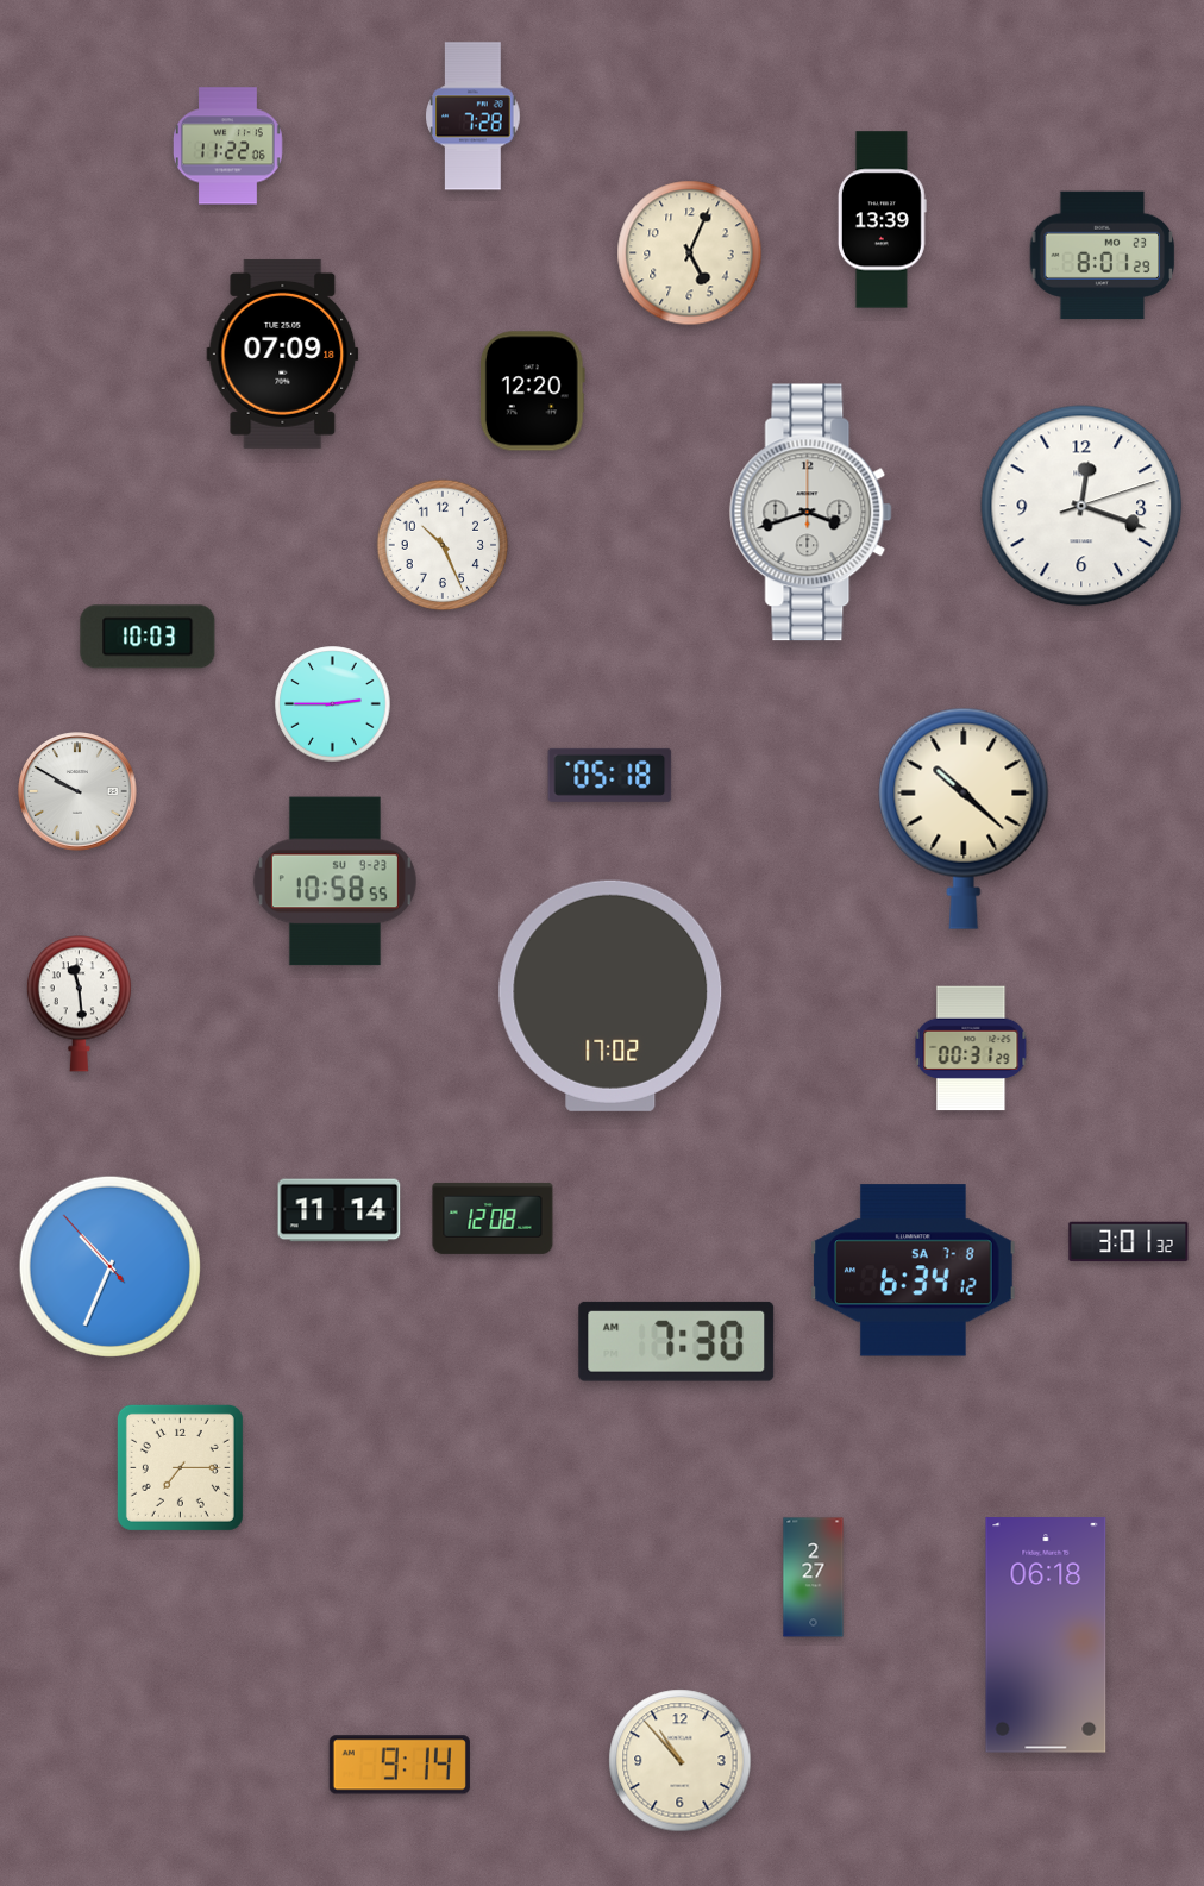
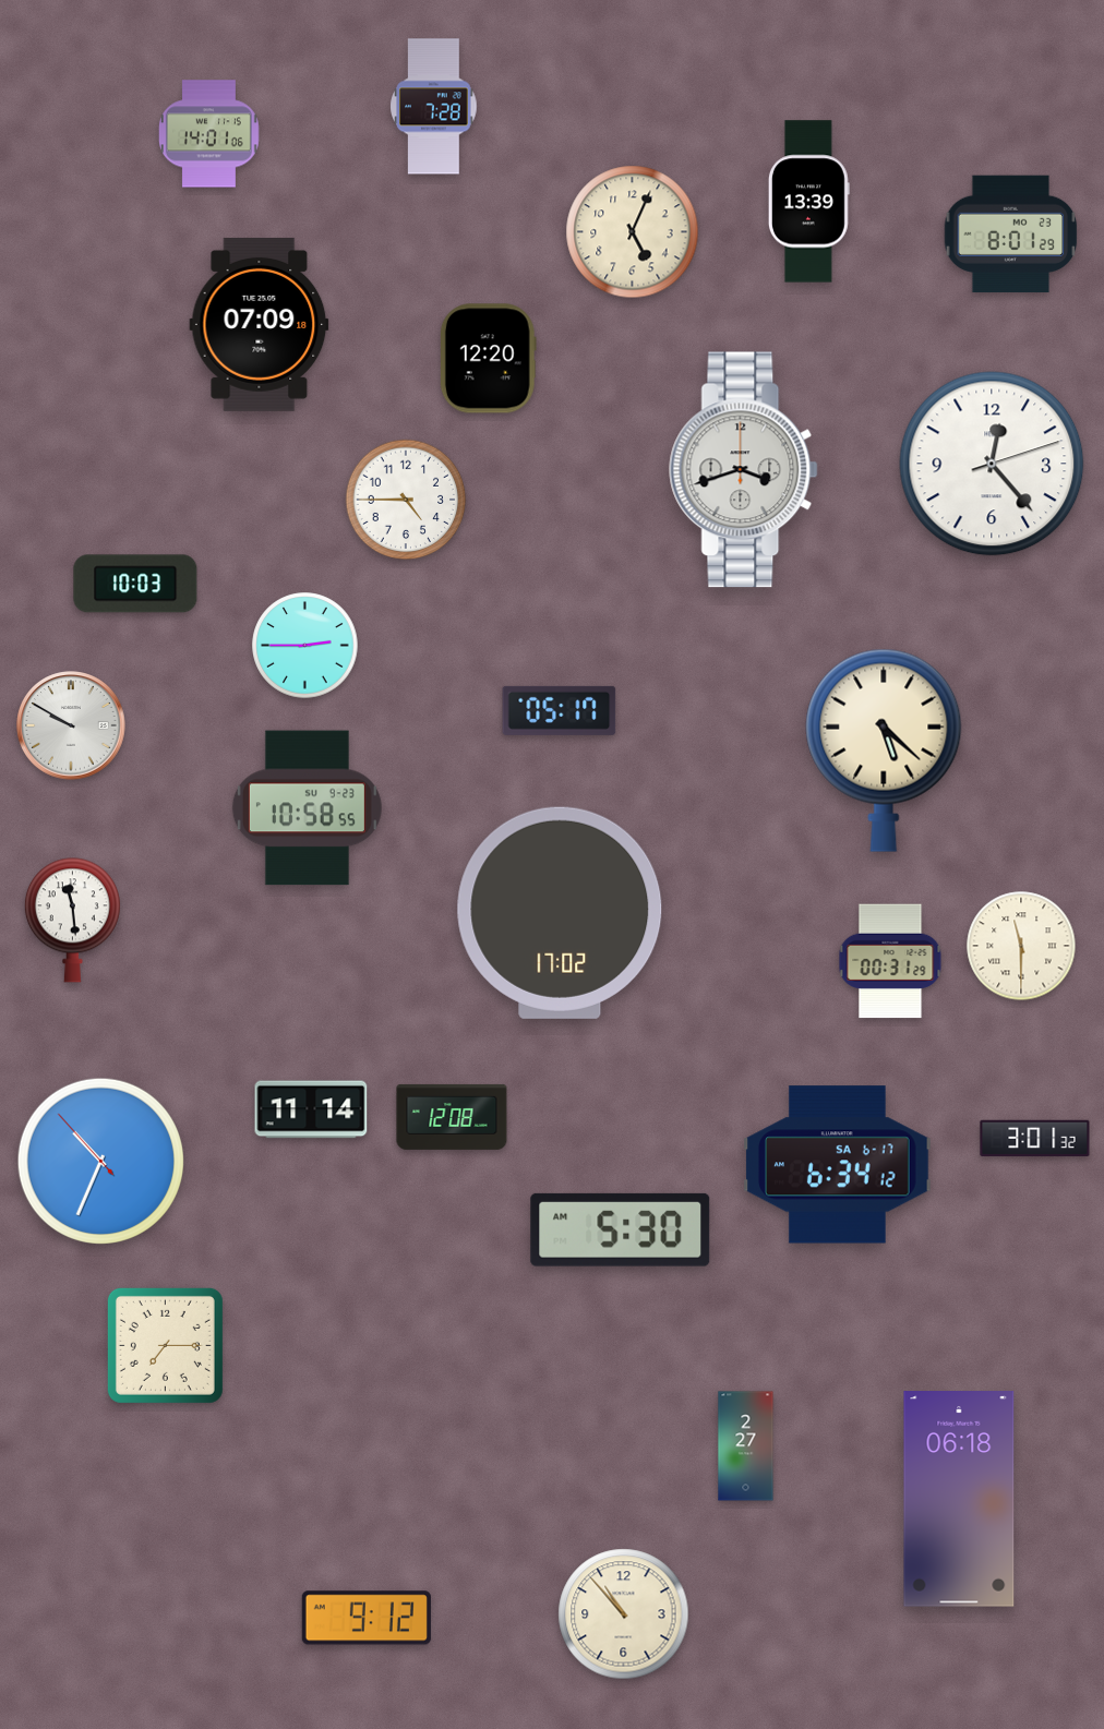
clock at (227, 146): 11:22 -> 14:01
clock at (1081, 506): 12:18 -> 12:23
clock at (443, 545): 10:26 -> 4:45
clock at (610, 775): 05:18 -> 05:17
clock at (964, 819): 10:22 -> 5:22
clock at (1021, 946): none -> 11:30
clock at (914, 1271) date: SA 7-8 -> SA 6-17
clock at (677, 1341): 7:30 -> 5:30
clock at (400, 1765): 9:14 -> 9:12
